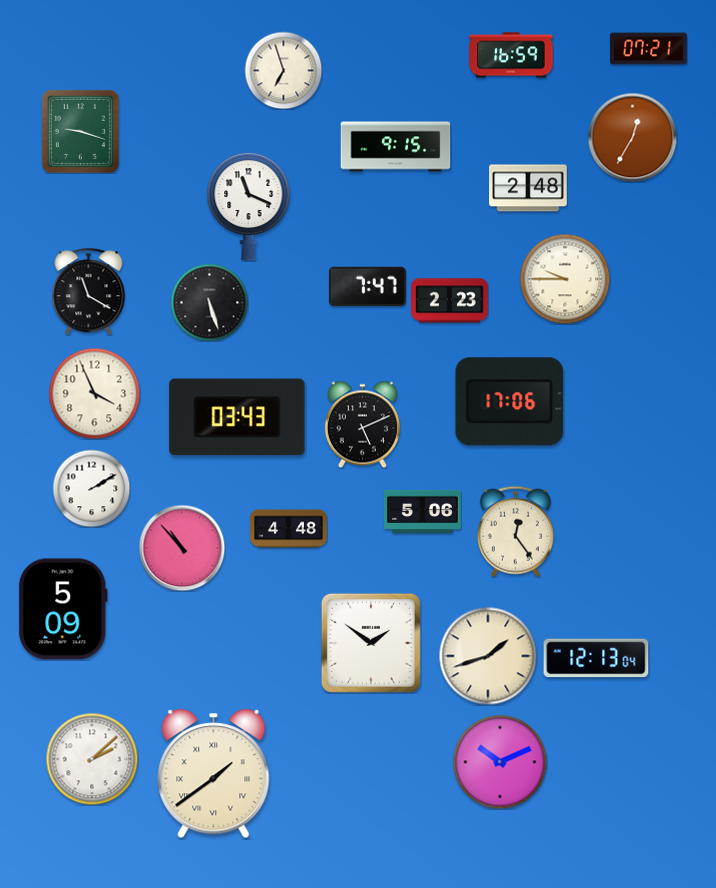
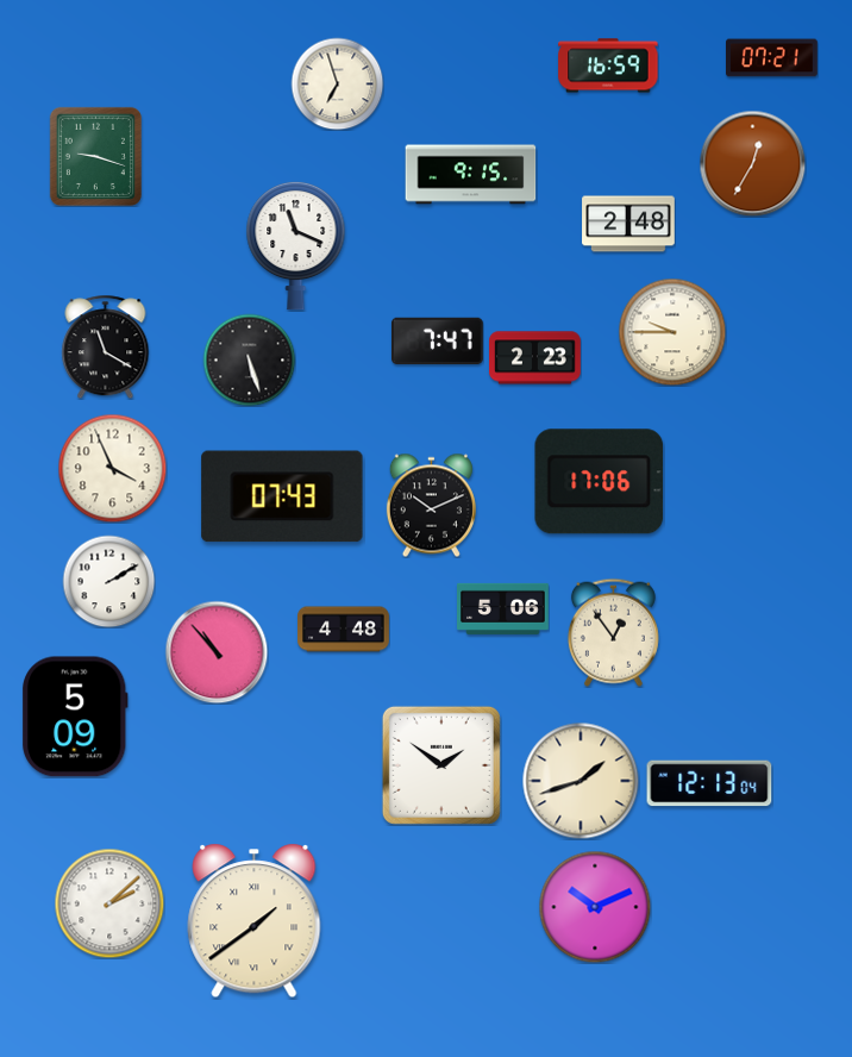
clock at (510, 402) position: (510, 402) -> (600, 482)
clock at (237, 417): 03:43 -> 07:43
clock at (362, 424): 5:11 -> 10:11
clock at (515, 531): 12:24 -> 12:54
clock at (64, 609) position: (64, 609) -> (76, 717)
